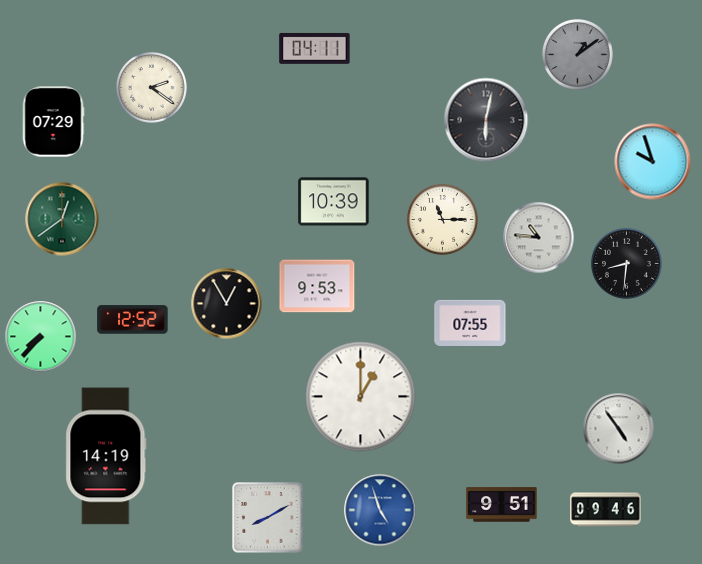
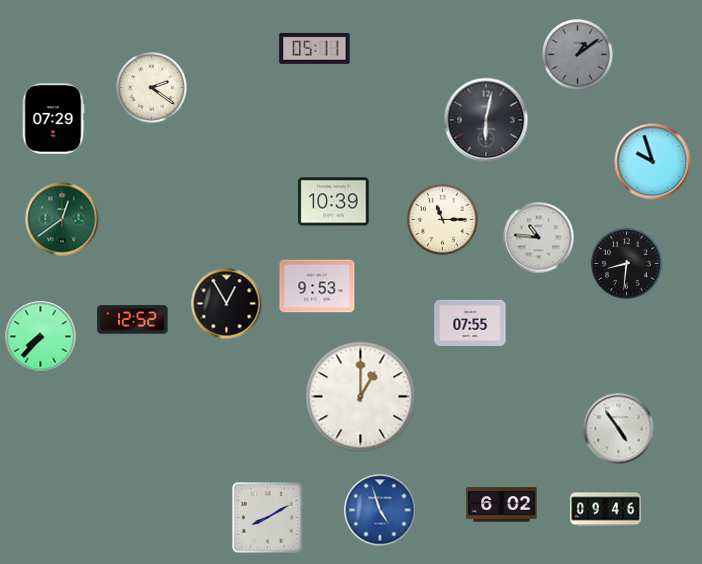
clock at (315, 48): 04:11 -> 05:11
clock at (53, 122) position: (53, 122) -> (53, 119)
clock at (106, 456): 14:19 -> none
clock at (502, 505): 9:51 -> 6:02
